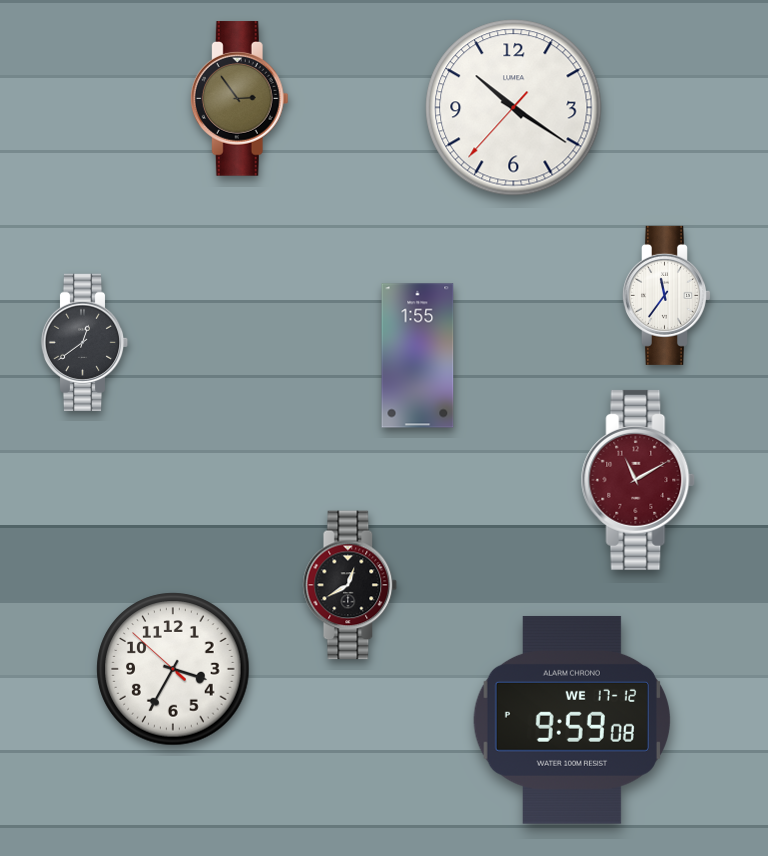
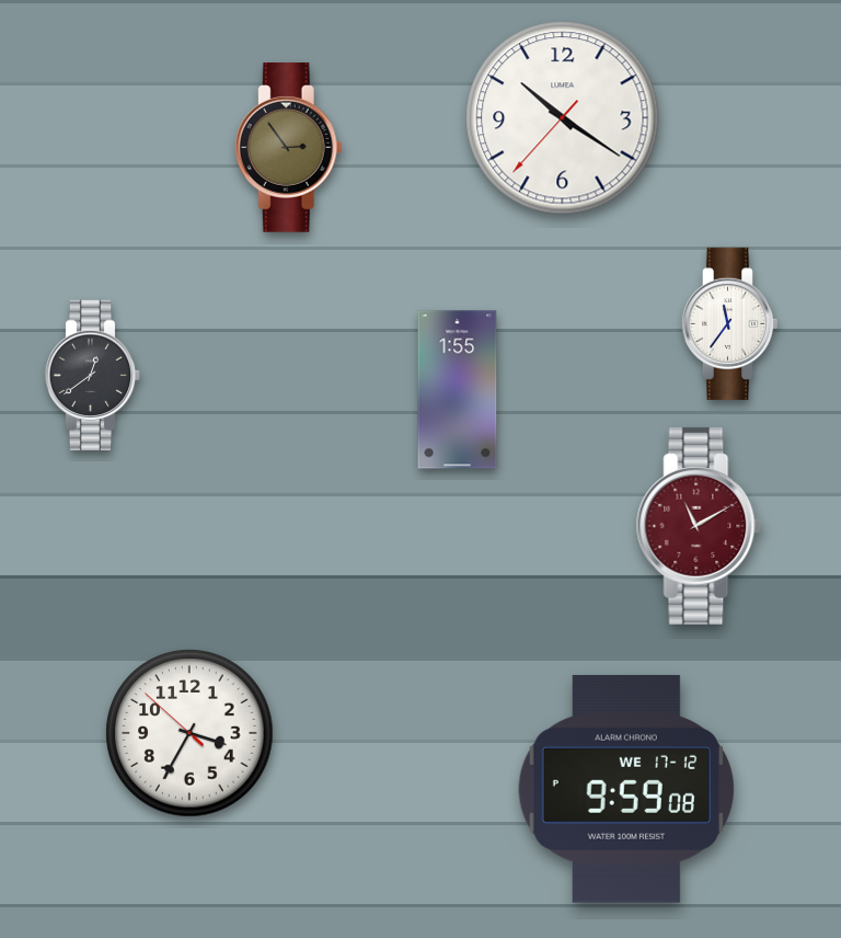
clock at (239, 99) position: (239, 99) -> (288, 148)
clock at (350, 585): 12:40 -> none
